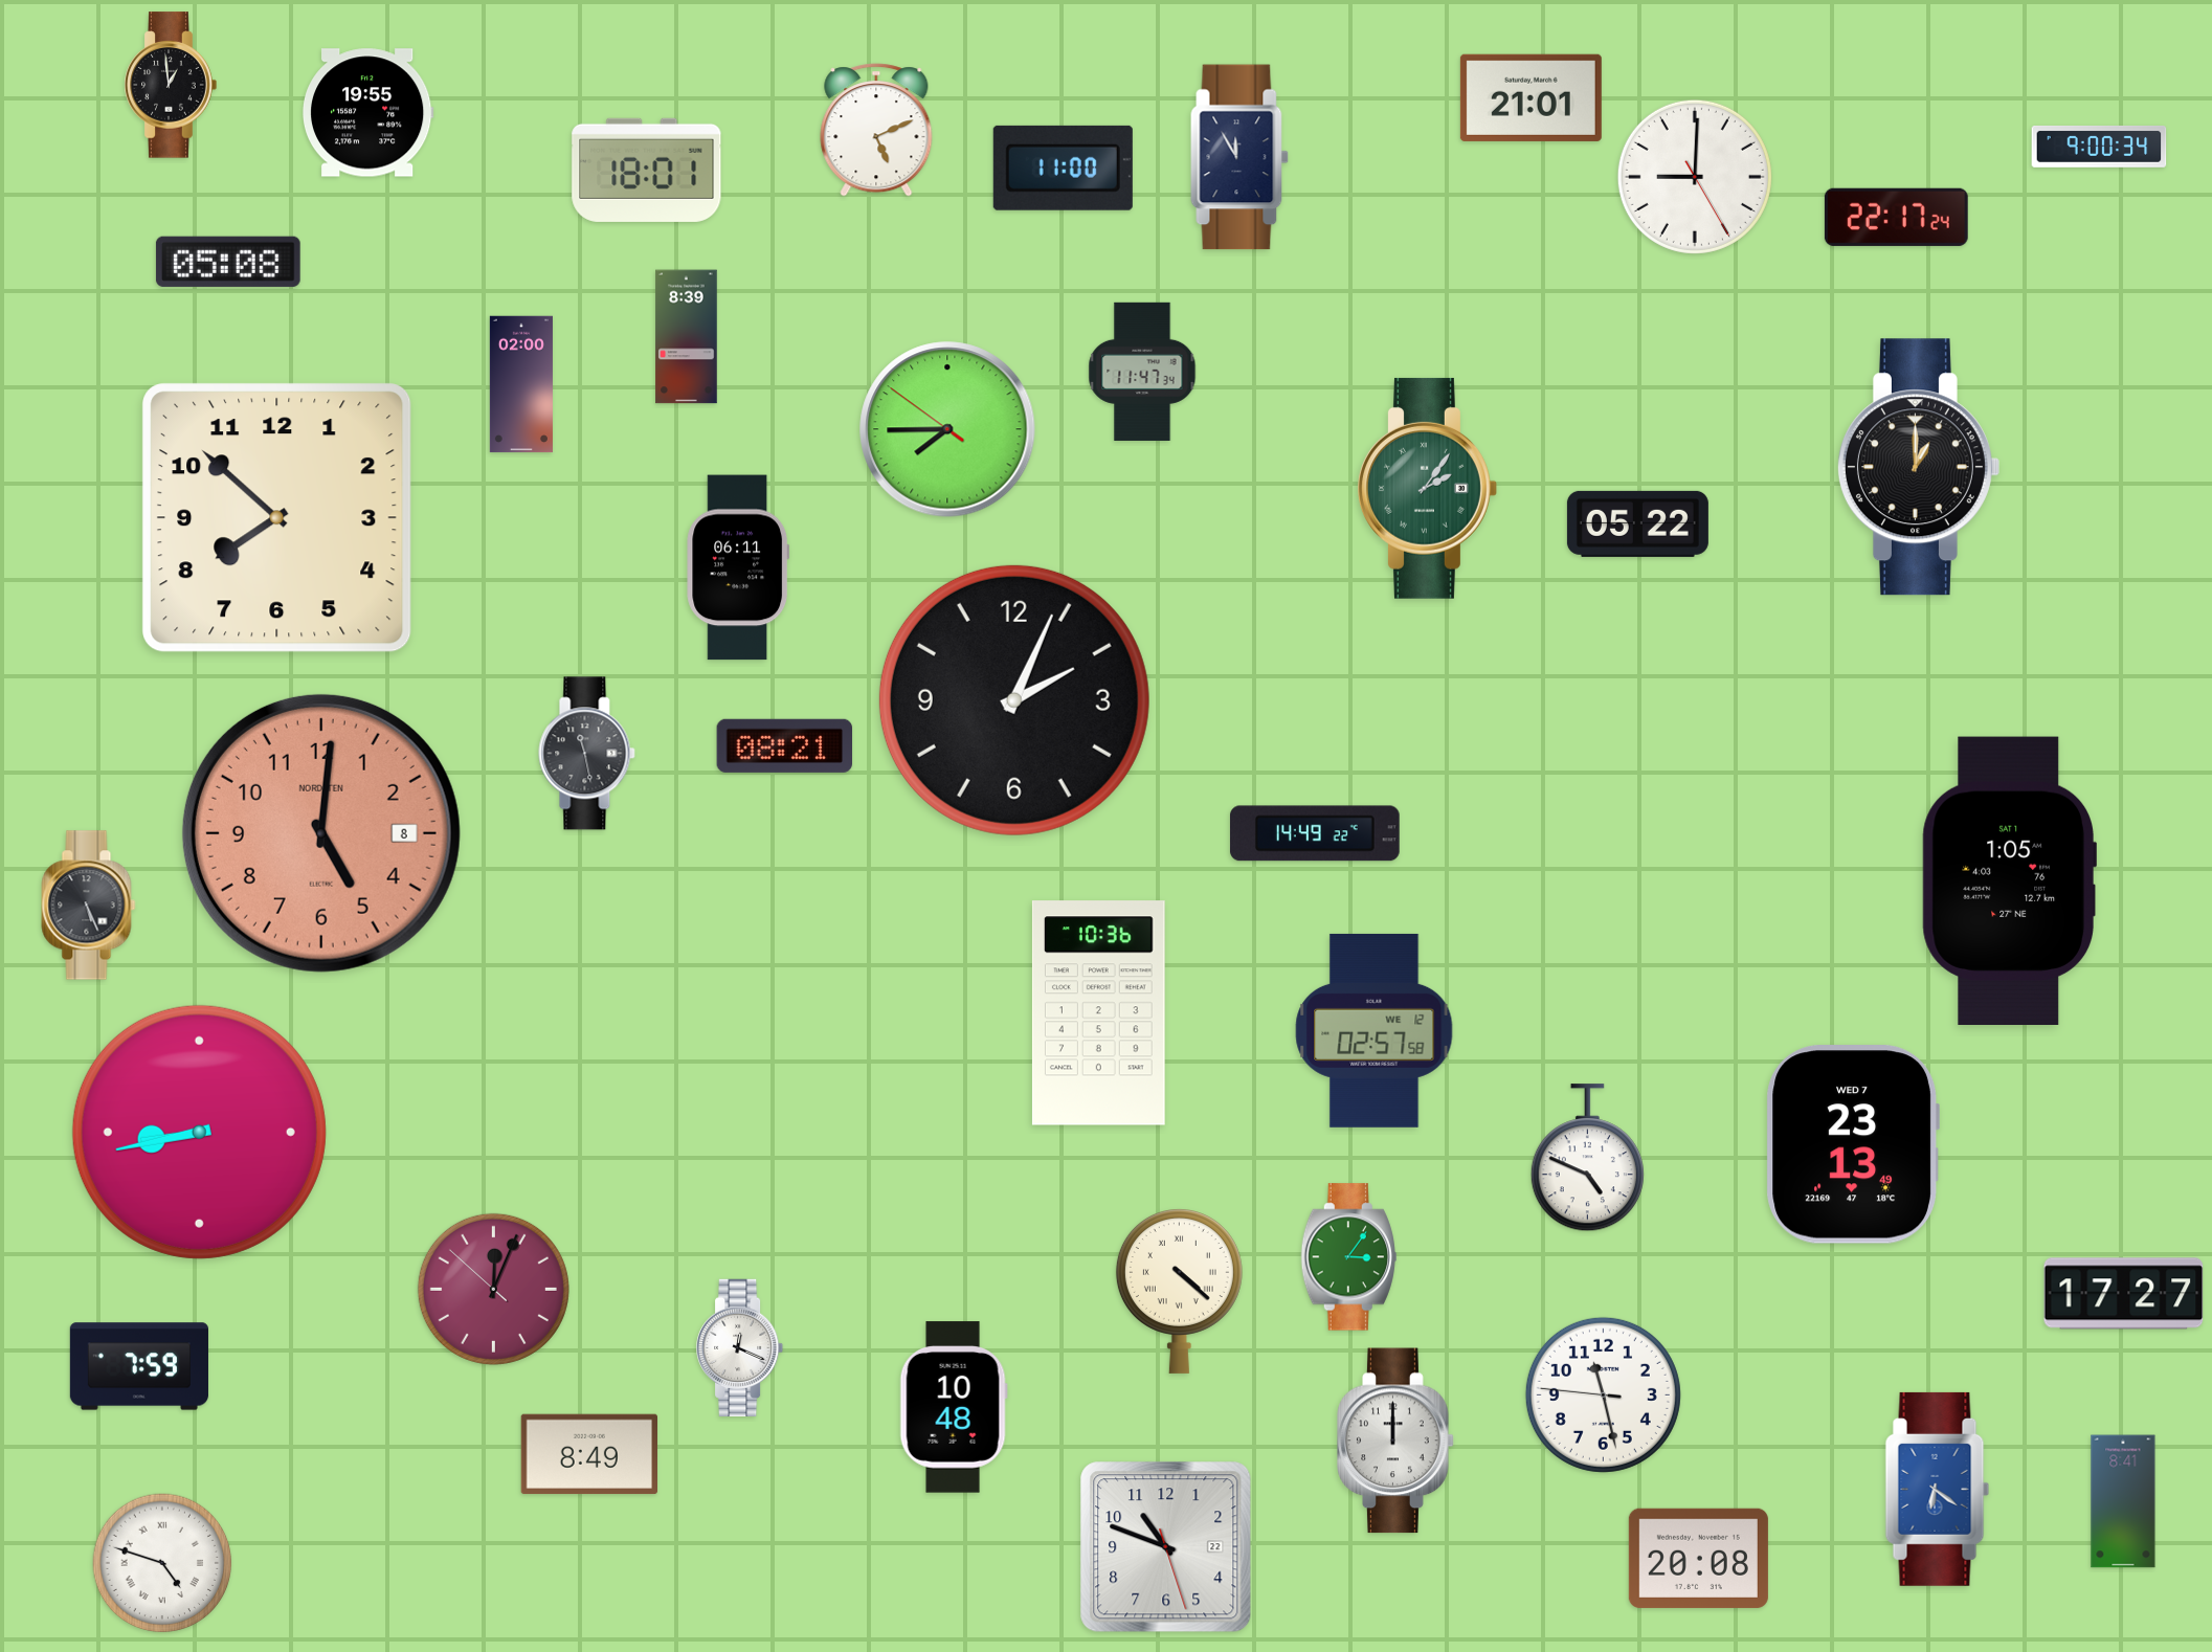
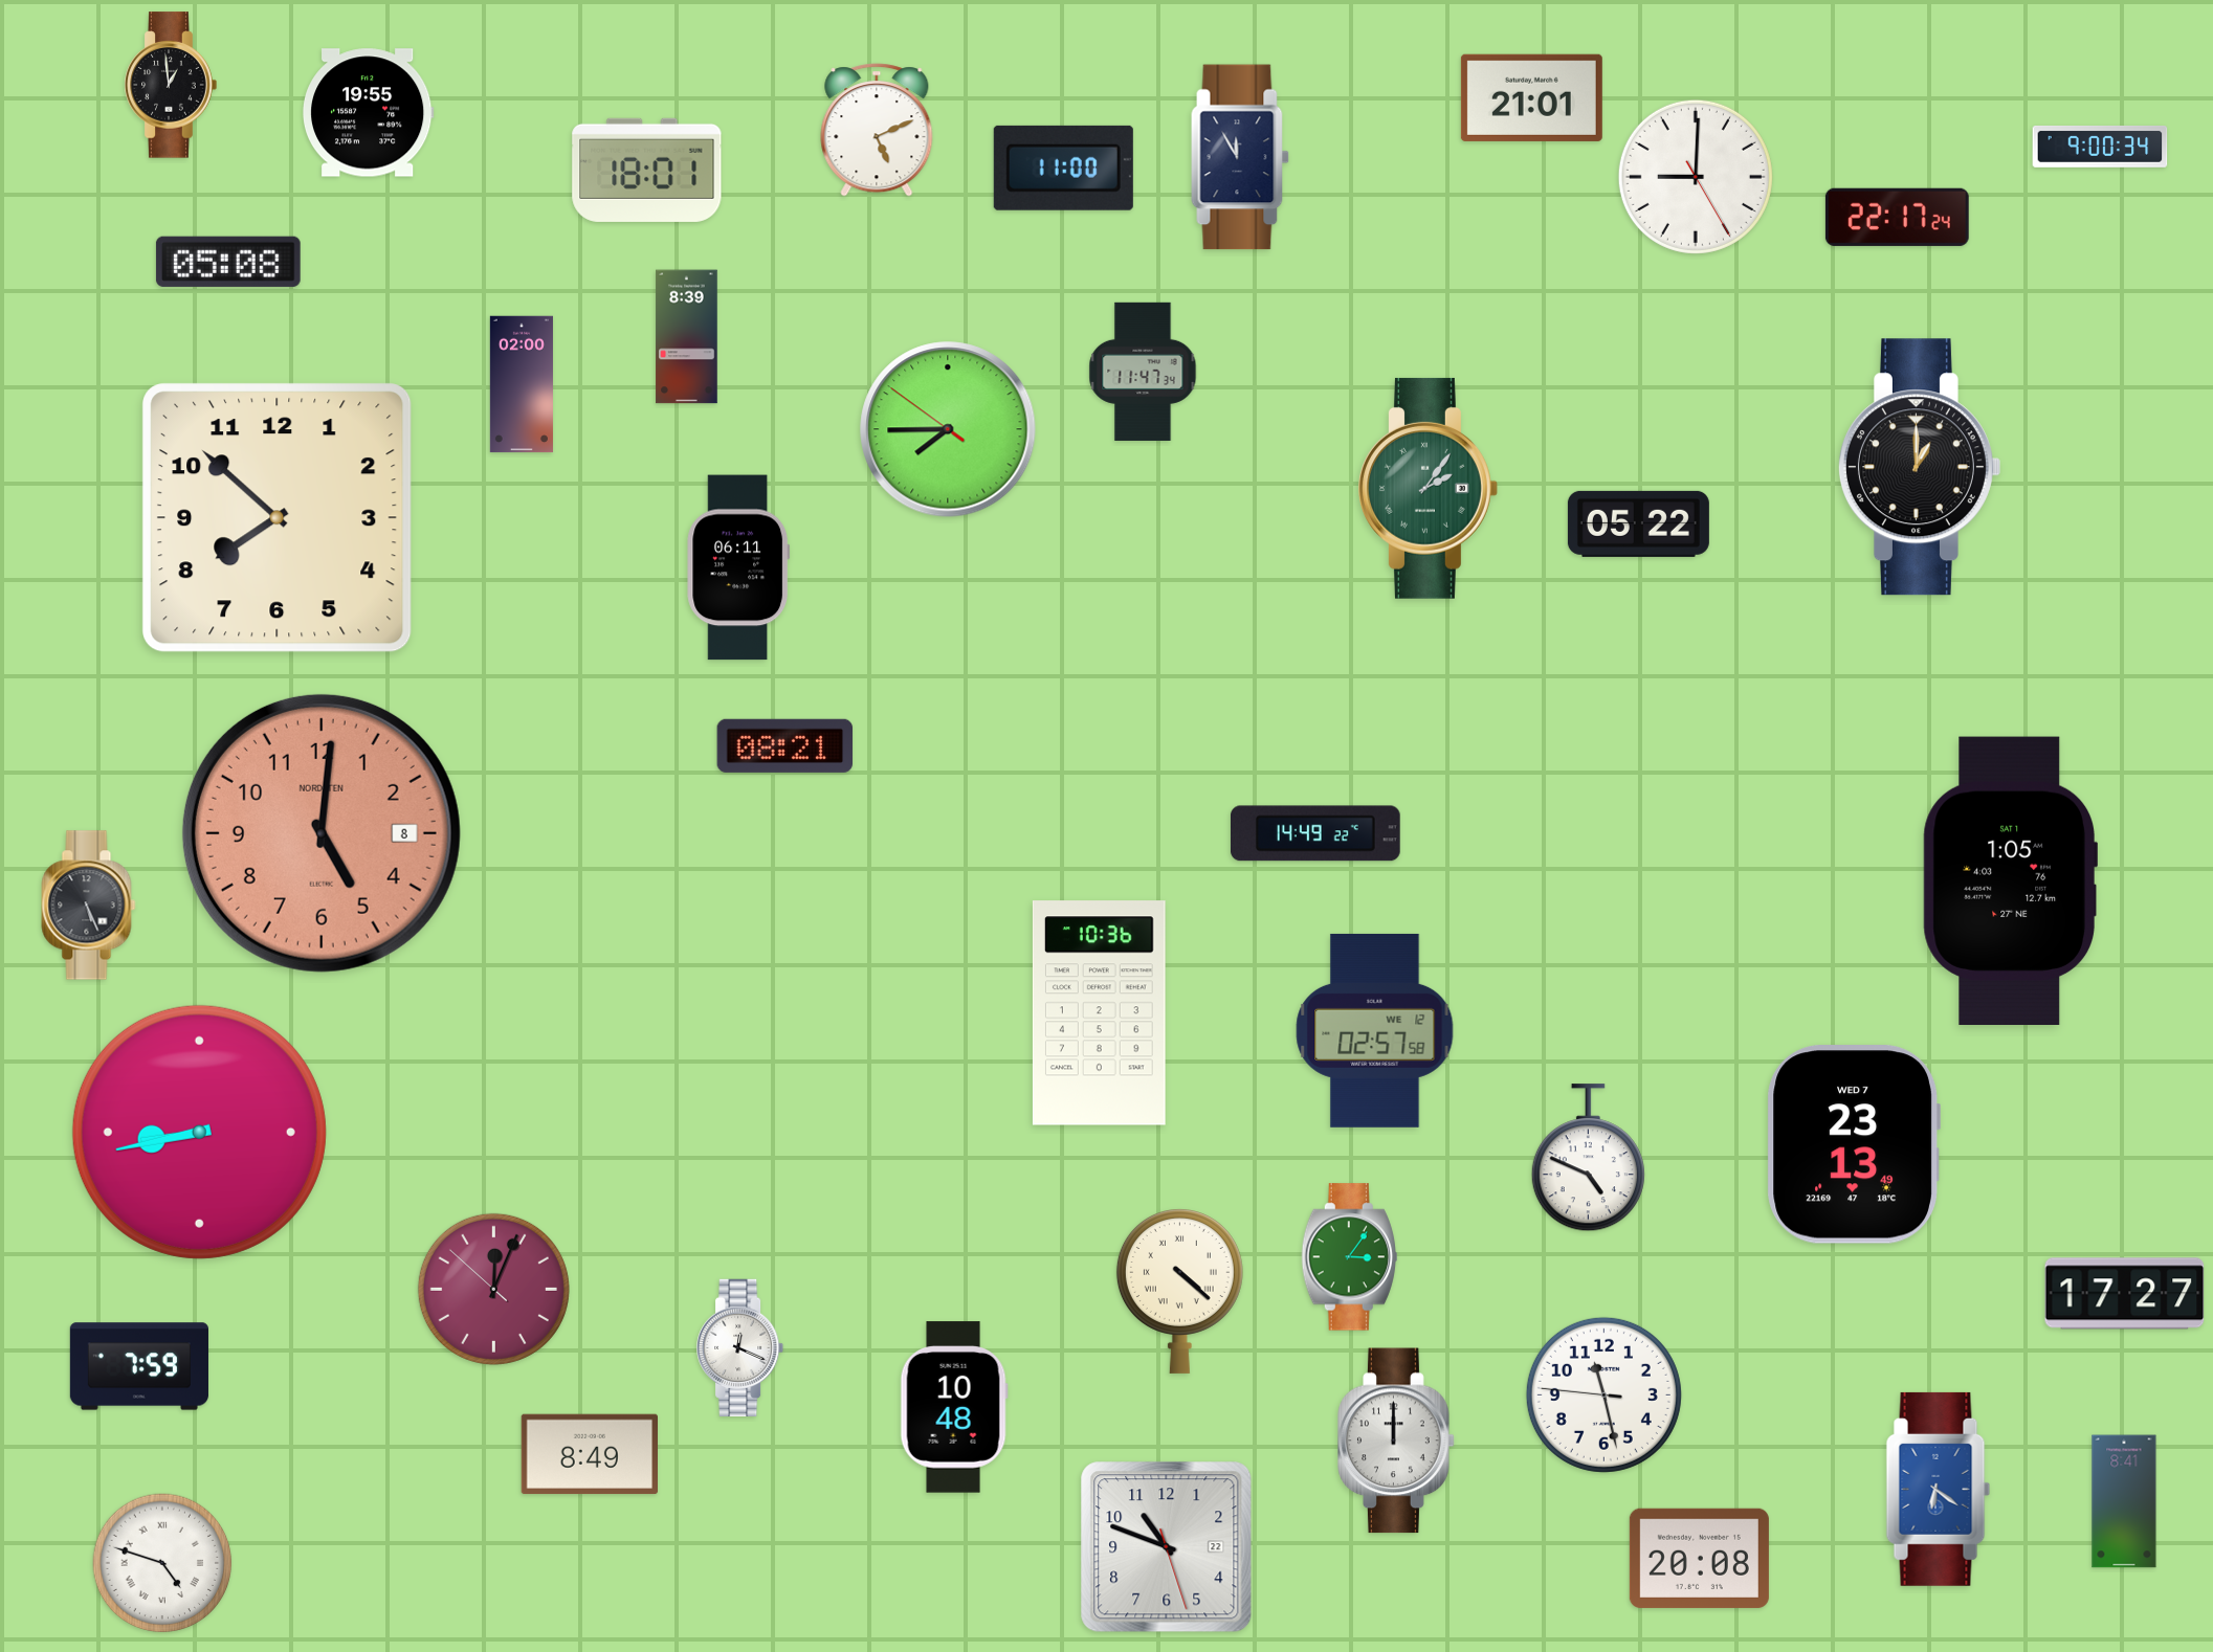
clock at (1014, 700): 2:04 -> none
clock at (587, 754): 11:28 -> none
